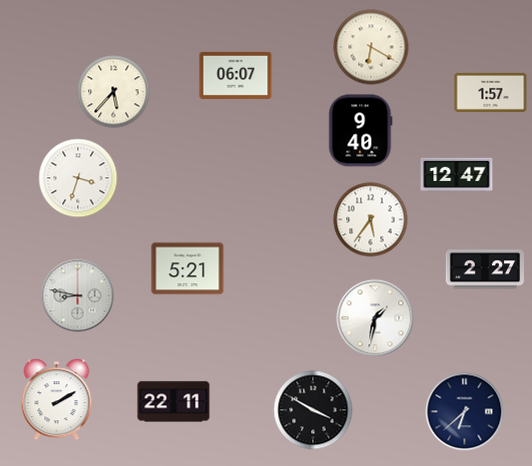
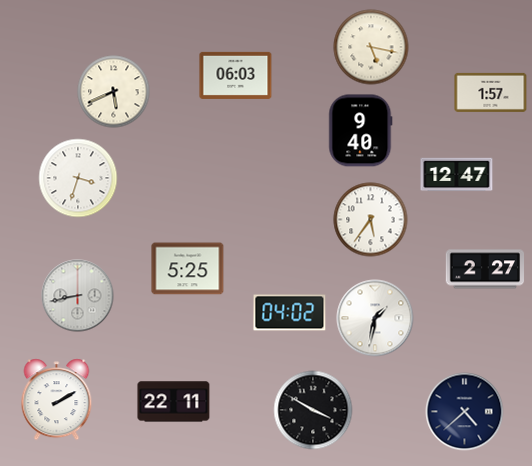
clock at (371, 47): 6:20 -> 5:17
clock at (236, 75): 06:07 -> 06:03
clock at (114, 92): 5:37 -> 5:41
clock at (188, 269): 5:21 -> 5:25
clock at (78, 296): 8:47 -> 8:43
clock at (290, 313): none -> 04:02
clock at (465, 412): 6:38 -> 4:38
